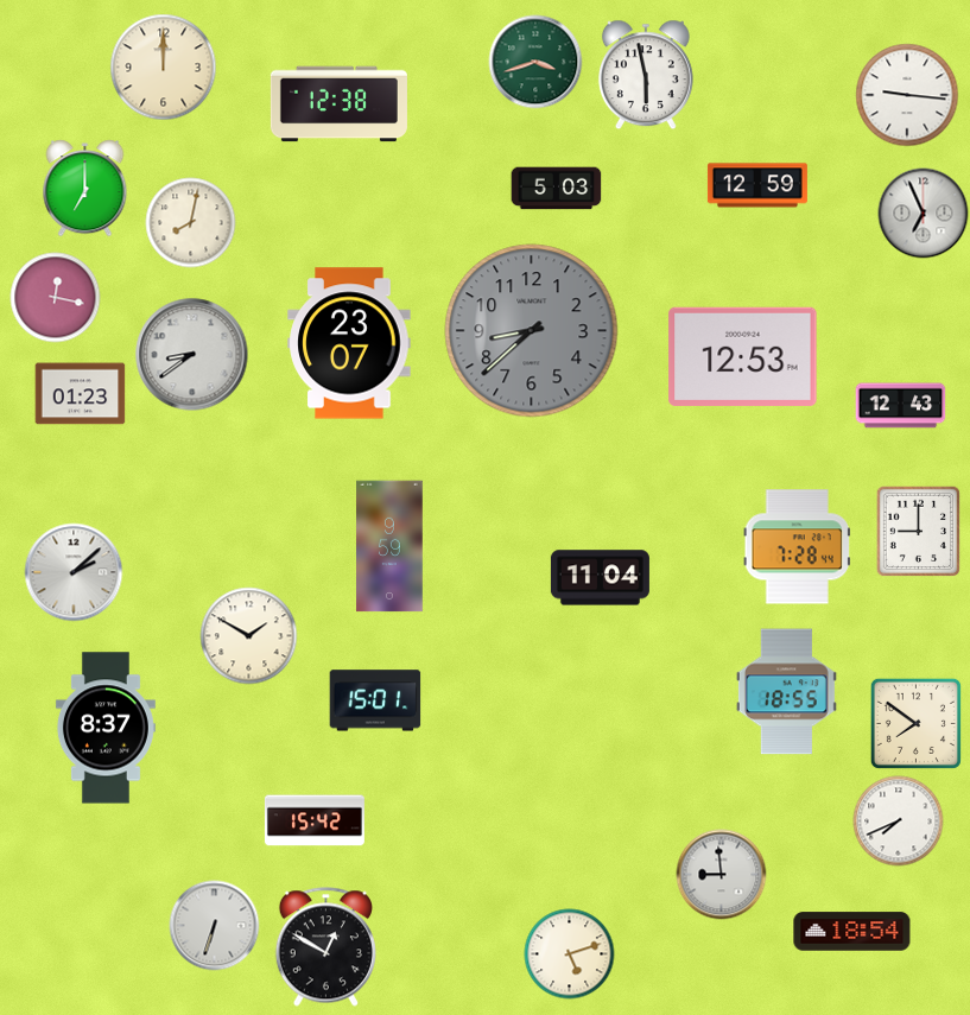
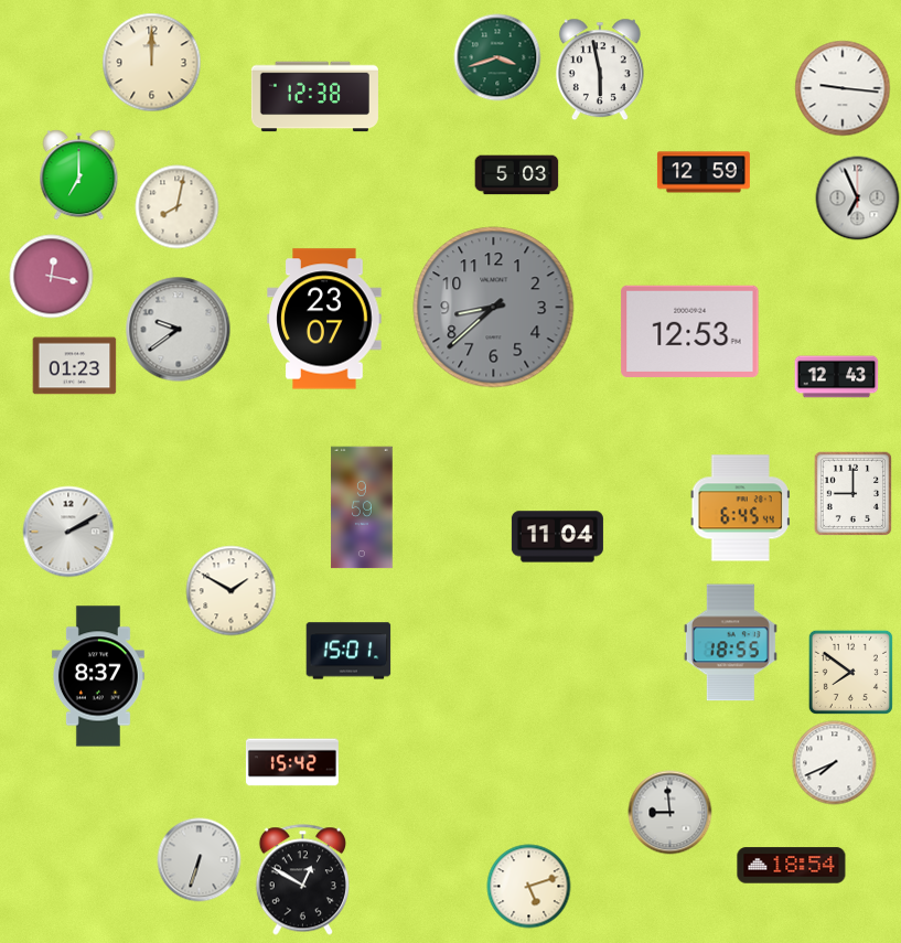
clock at (192, 355): 8:39 -> 9:39
clock at (797, 547): 7:28 -> 6:45
clock at (74, 572): 2:08 -> 2:10
